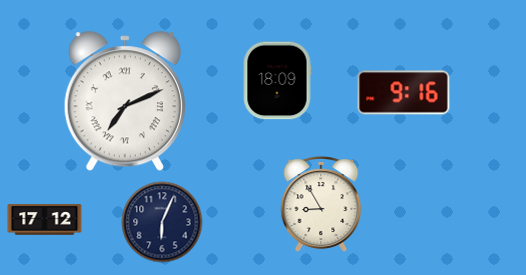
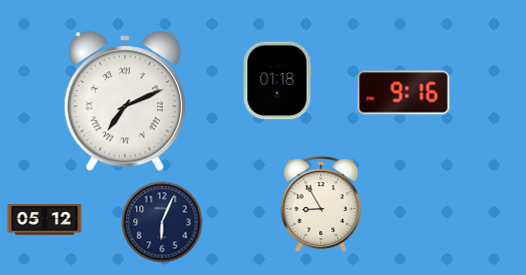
clock at (277, 81): 18:09 -> 01:18
clock at (45, 220): 17:12 -> 05:12
